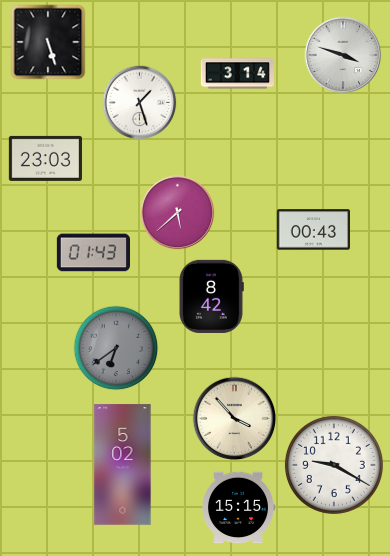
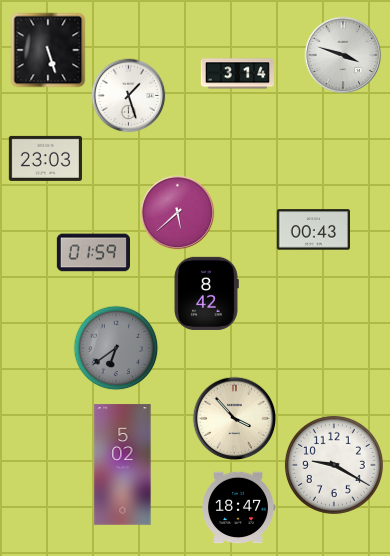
clock at (48, 42) position: (48, 42) -> (48, 50)
clock at (140, 103) position: (140, 103) -> (129, 96)
clock at (93, 253): 01:43 -> 01:59
clock at (211, 296) position: (211, 296) -> (206, 293)
clock at (238, 508): 15:15 -> 18:47
